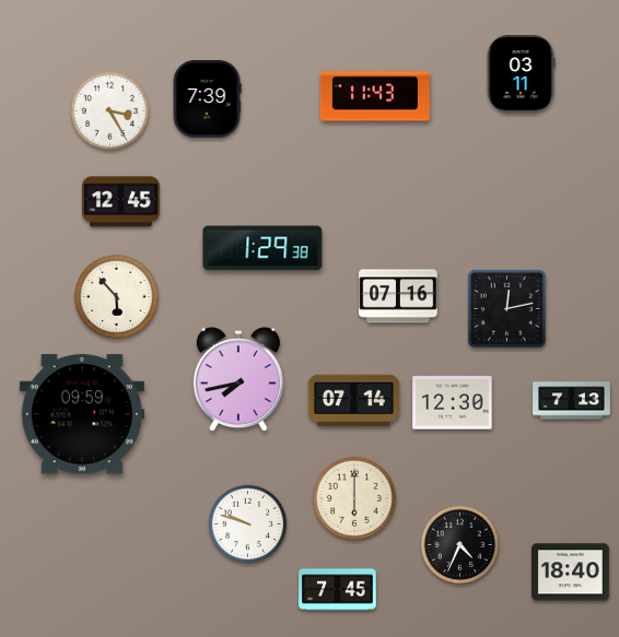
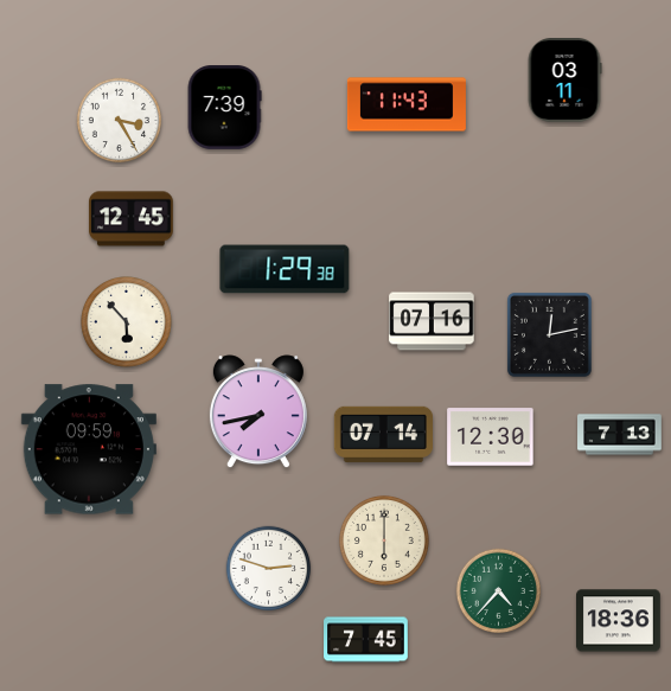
clock at (248, 524): 9:48 -> 2:48
clock at (460, 545): 4:34 -> 4:37
clock at (460, 545) dial: black -> green
clock at (571, 573): 18:40 -> 18:36
